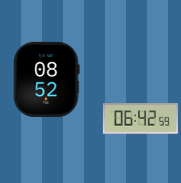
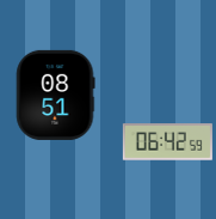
clock at (47, 79): 08:52 -> 08:51
